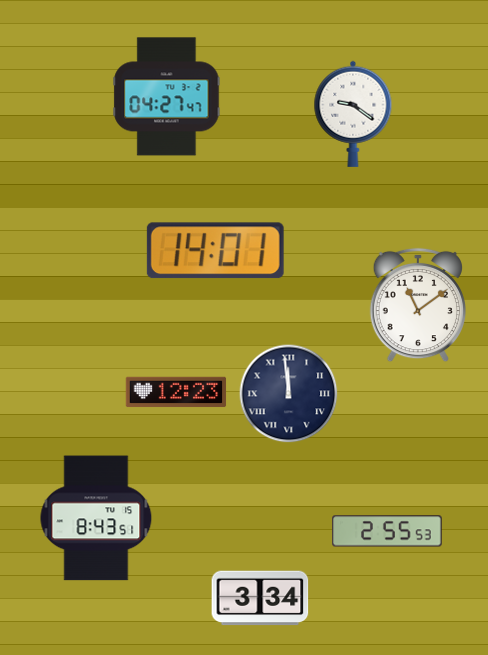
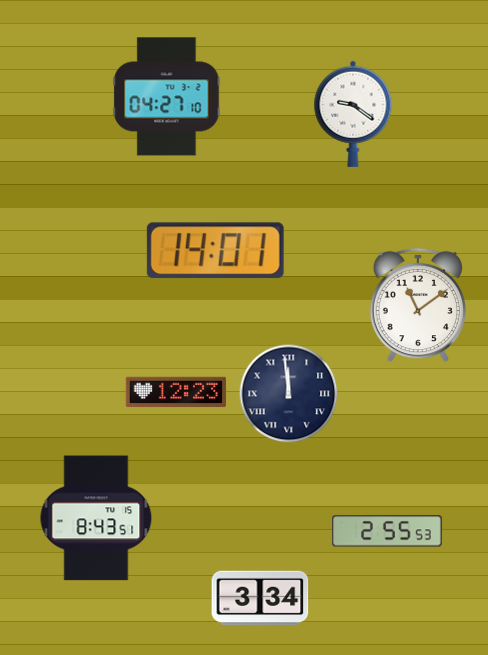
clock at (167, 97): 04:27:47 -> 04:27:10
